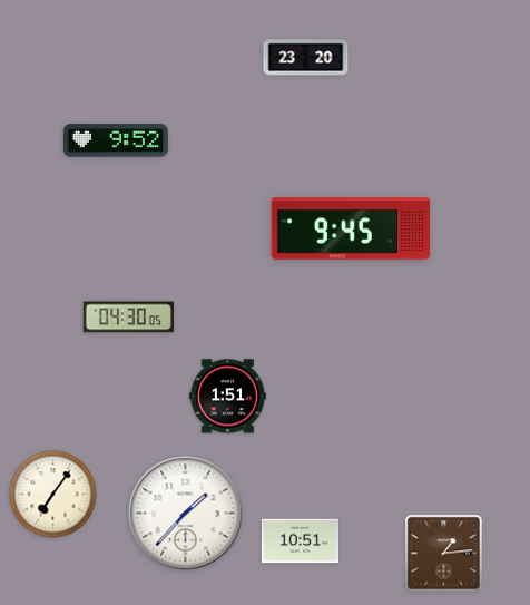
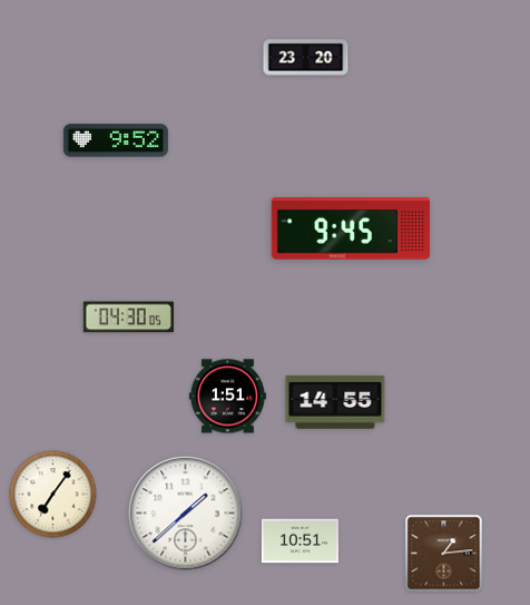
clock at (335, 402): none -> 14:55
clock at (186, 514): 1:37 -> 1:38
